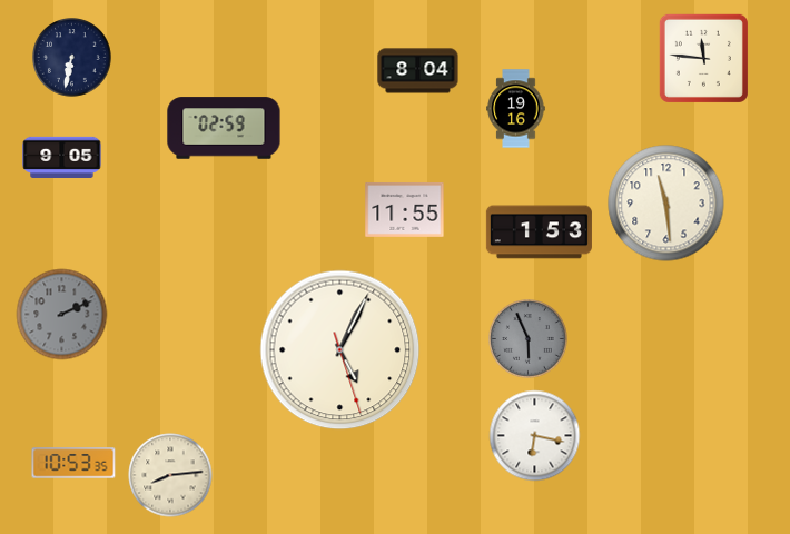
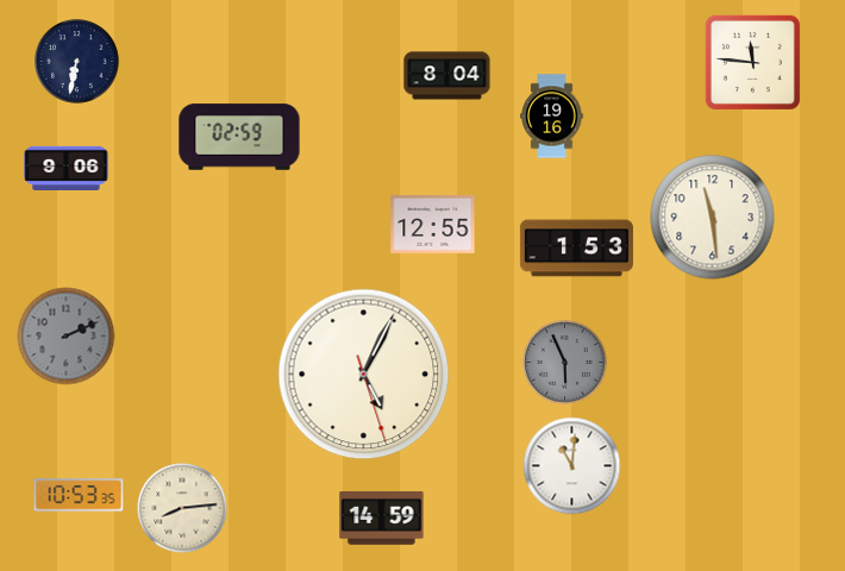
clock at (62, 157): 9:05 -> 9:06
clock at (405, 209): 11:55 -> 12:55
clock at (535, 436): 6:17 -> 11:01
clock at (382, 519): none -> 14:59
